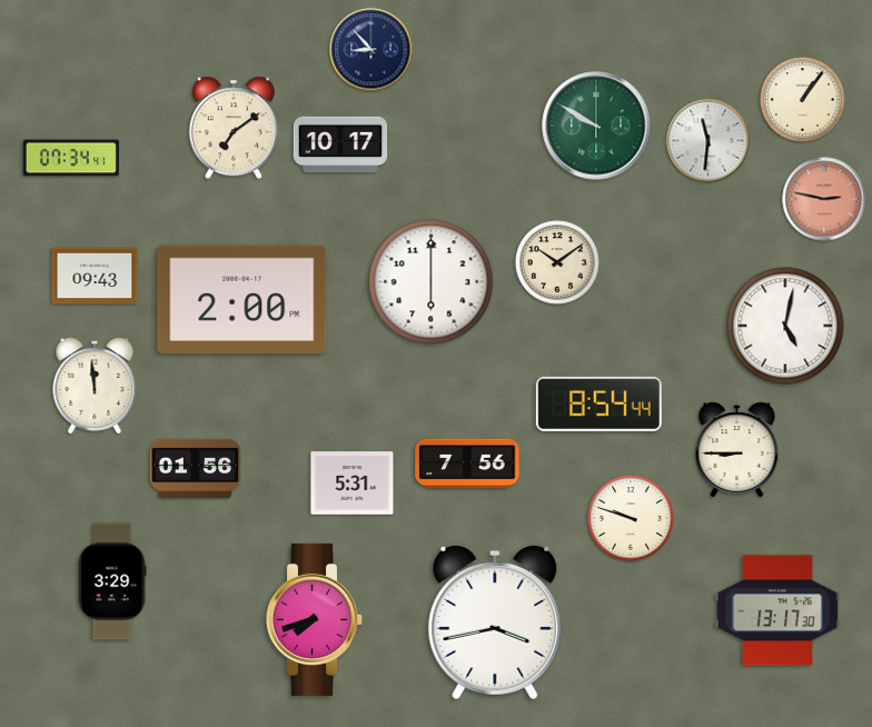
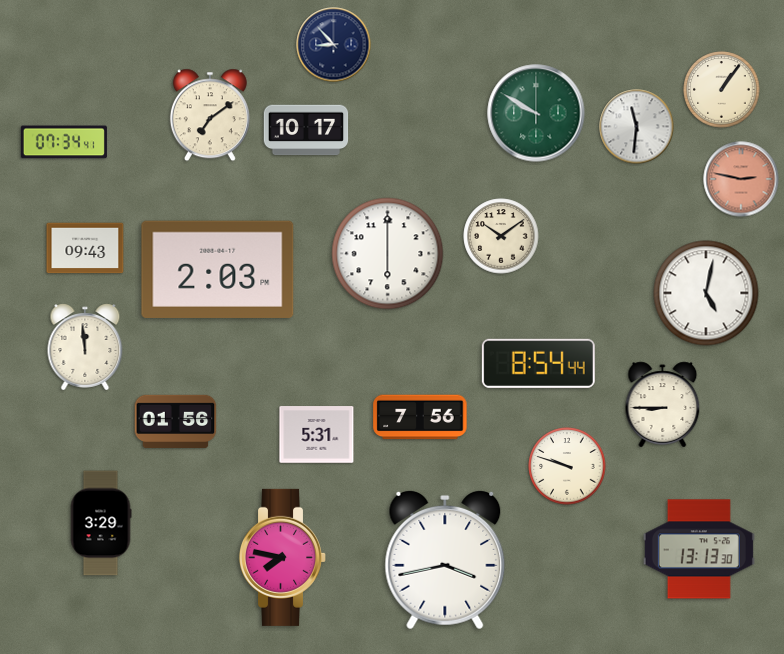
clock at (242, 299): 2:00 -> 2:03
clock at (777, 610): 13:17 -> 13:13
clock at (314, 619): 7:42 -> 7:47
